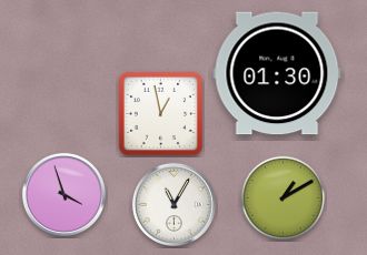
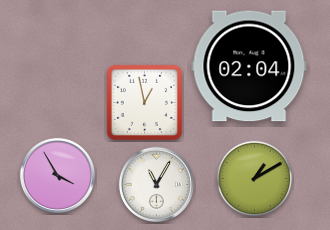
clock at (277, 73): 01:30 -> 02:04
clock at (63, 194): 3:57 -> 3:55
